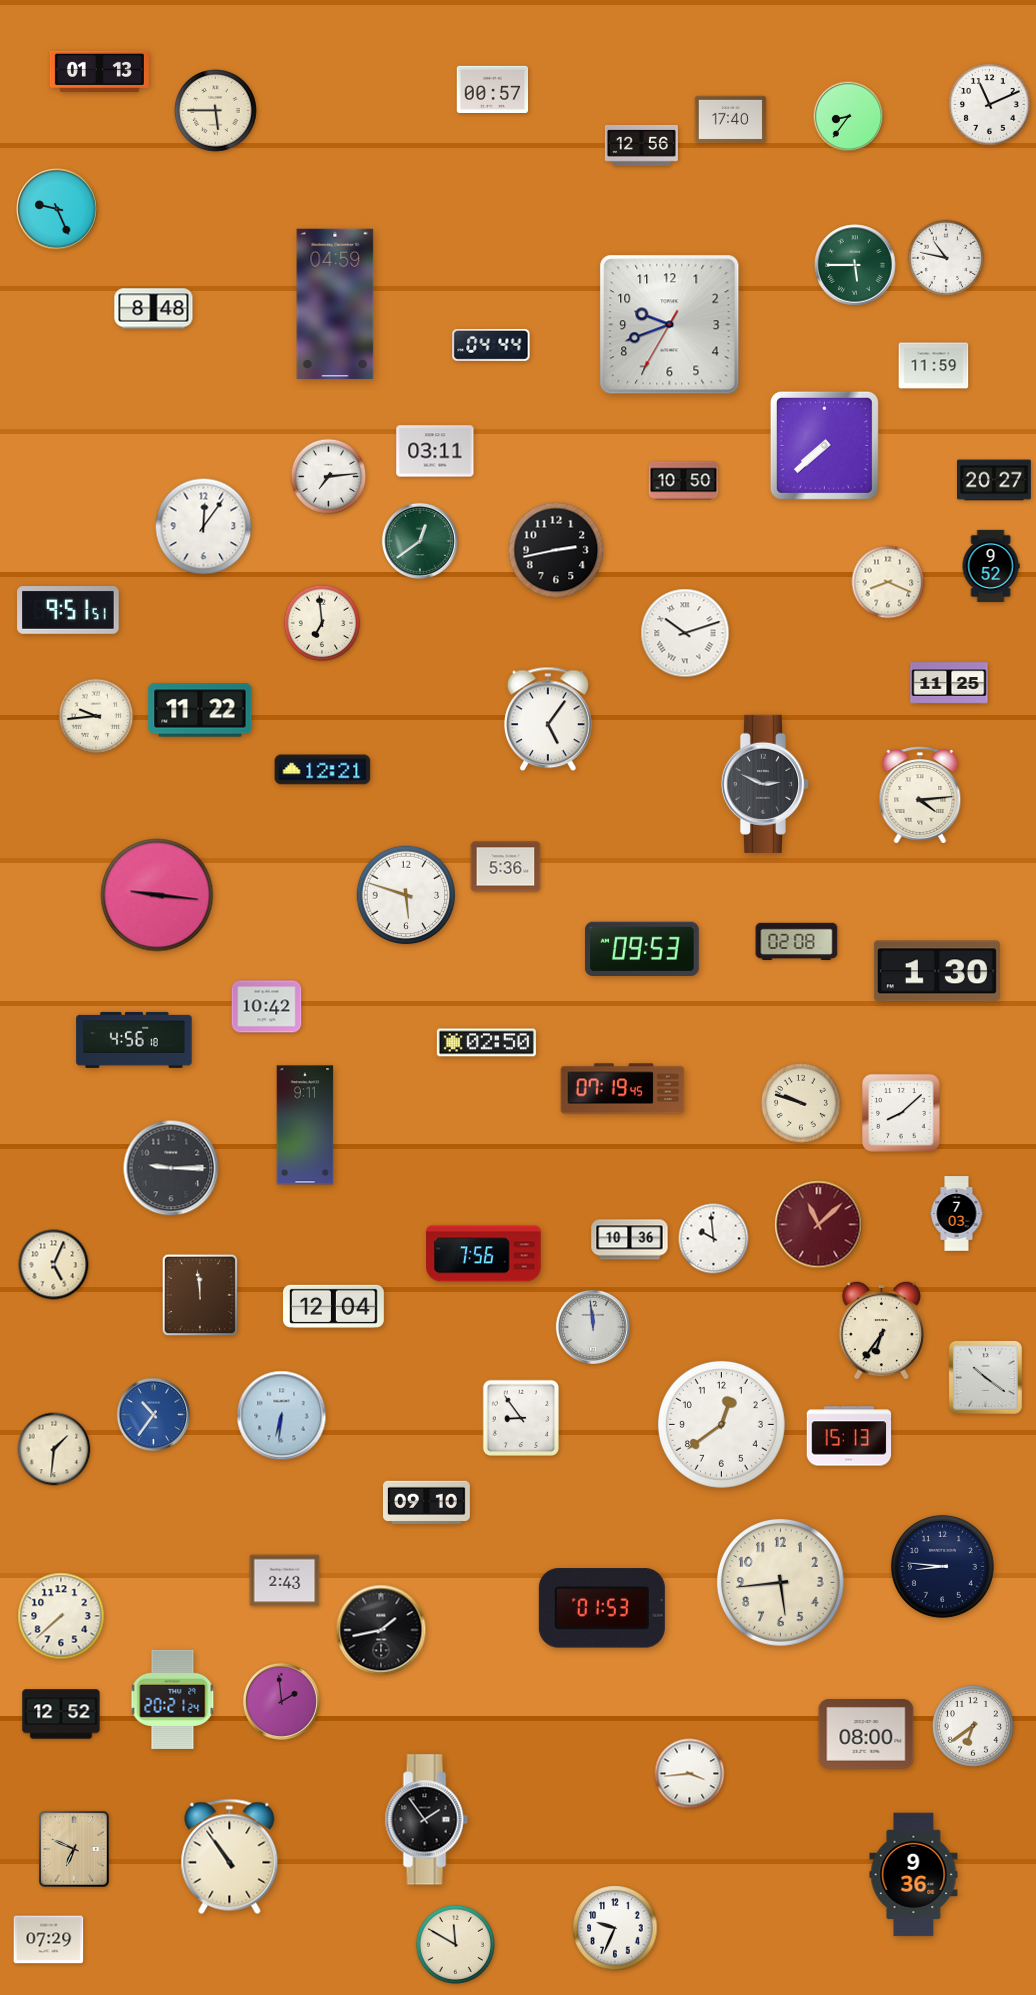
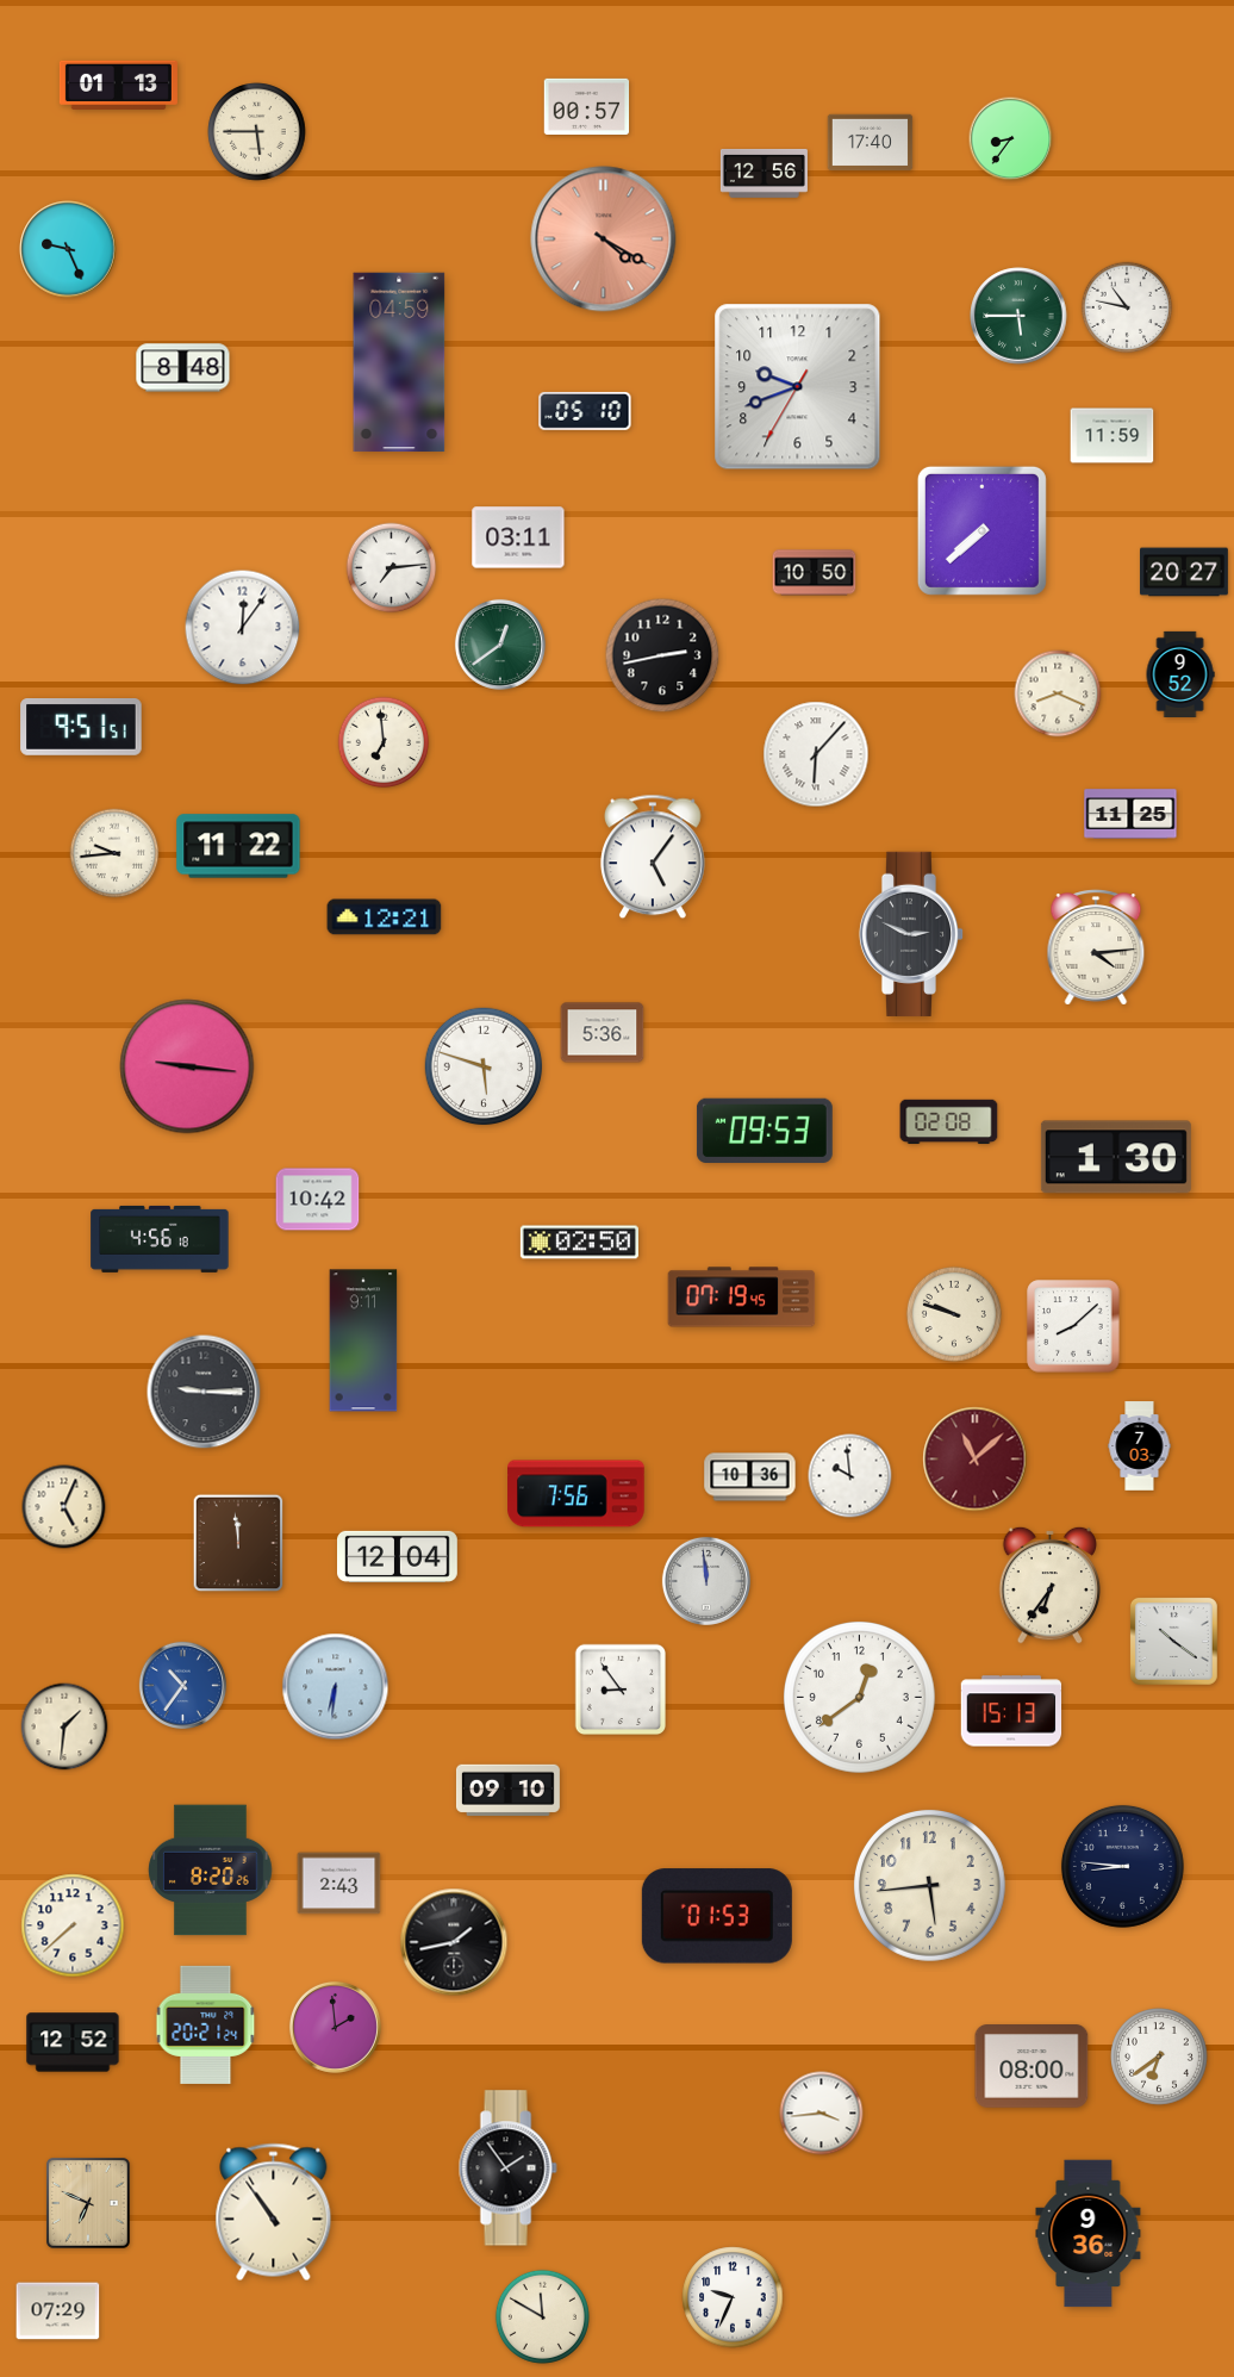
clock at (990, 105): 11:11 -> none
clock at (604, 239): none -> 4:20
clock at (491, 345): 04:44 -> 05:10
clock at (685, 633): 10:12 -> 6:07
clock at (211, 1871): none -> 8:20
